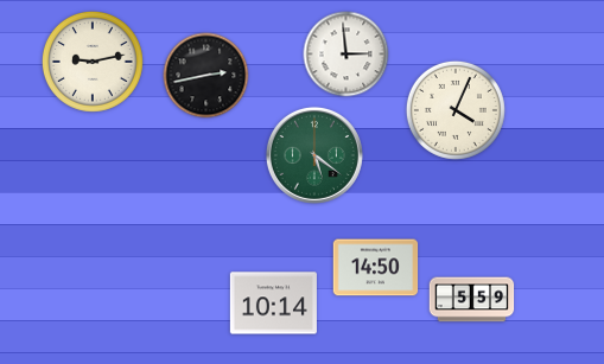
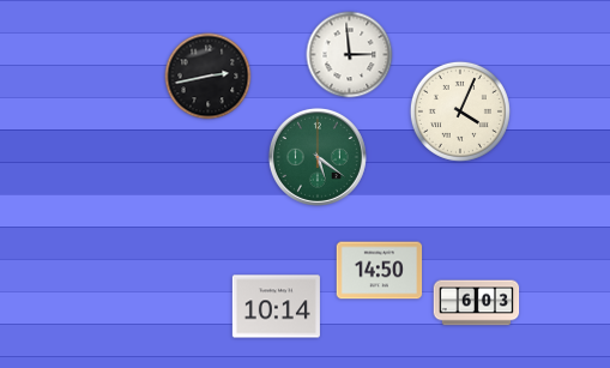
clock at (93, 62): 9:13 -> none
clock at (472, 300): 5:59 -> 6:03
